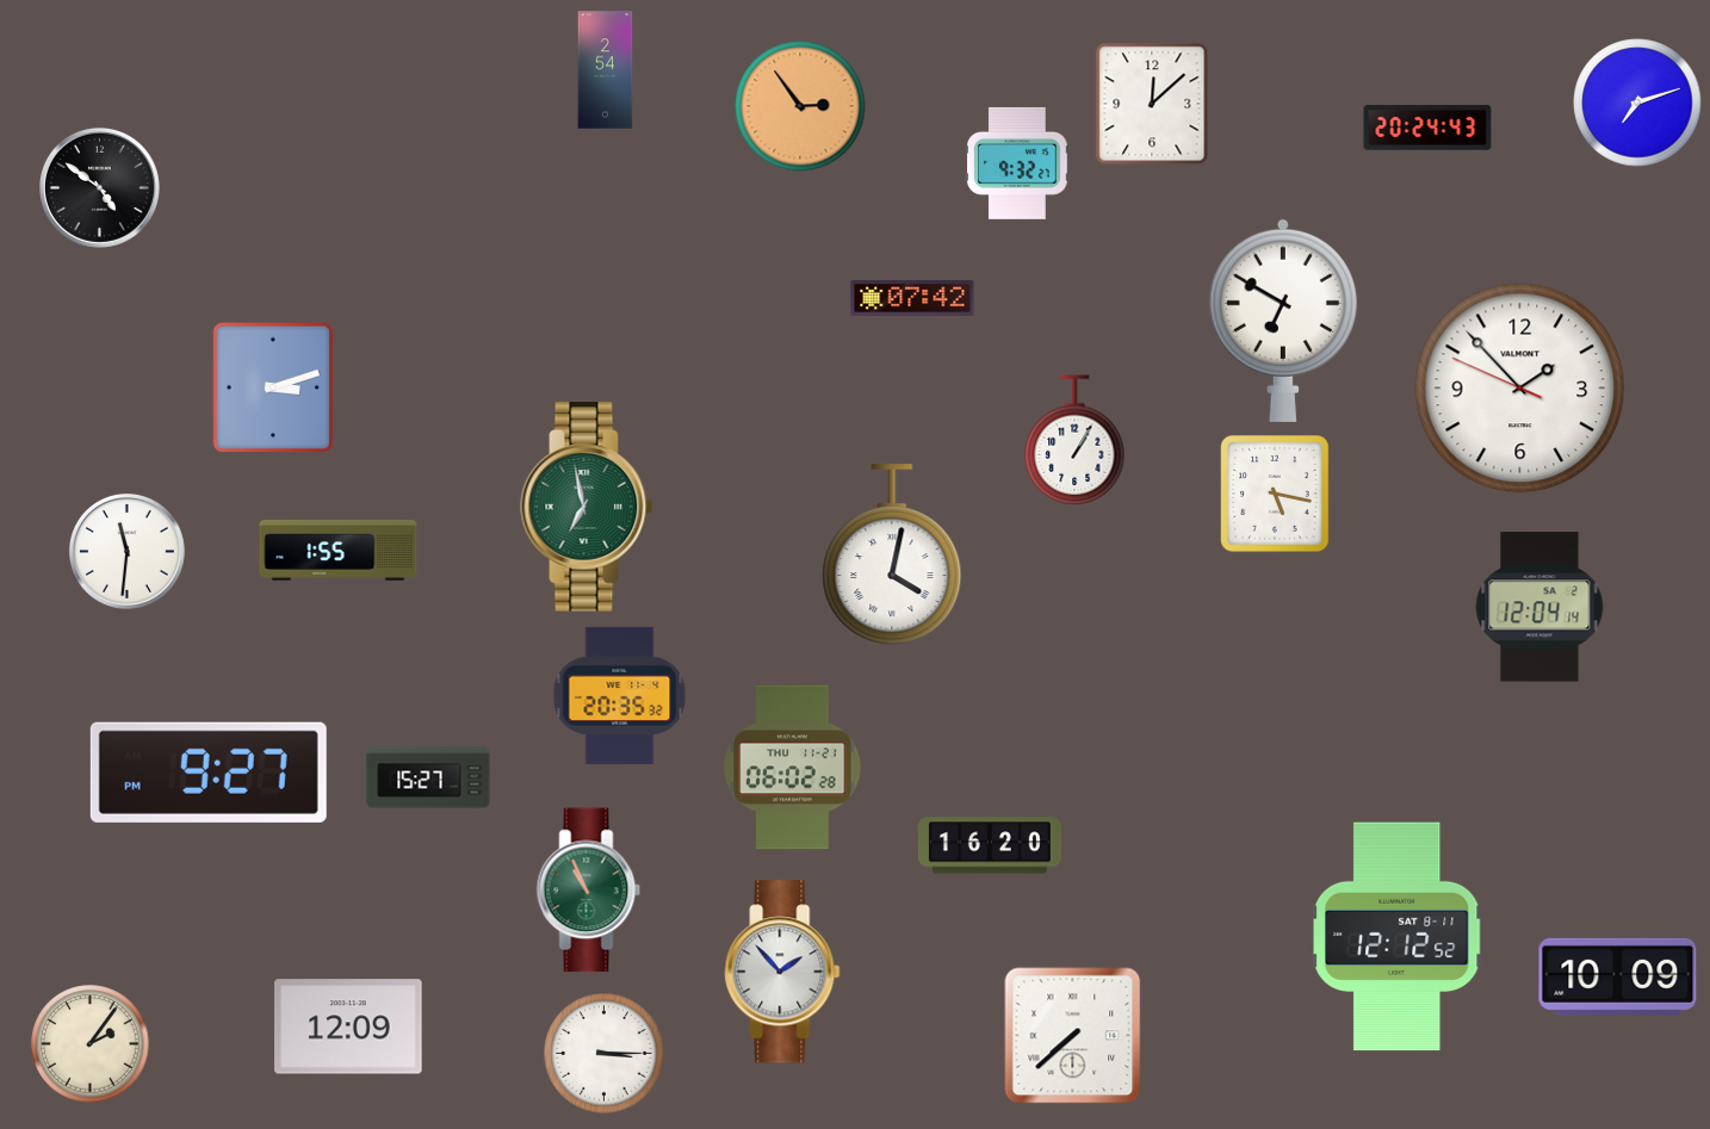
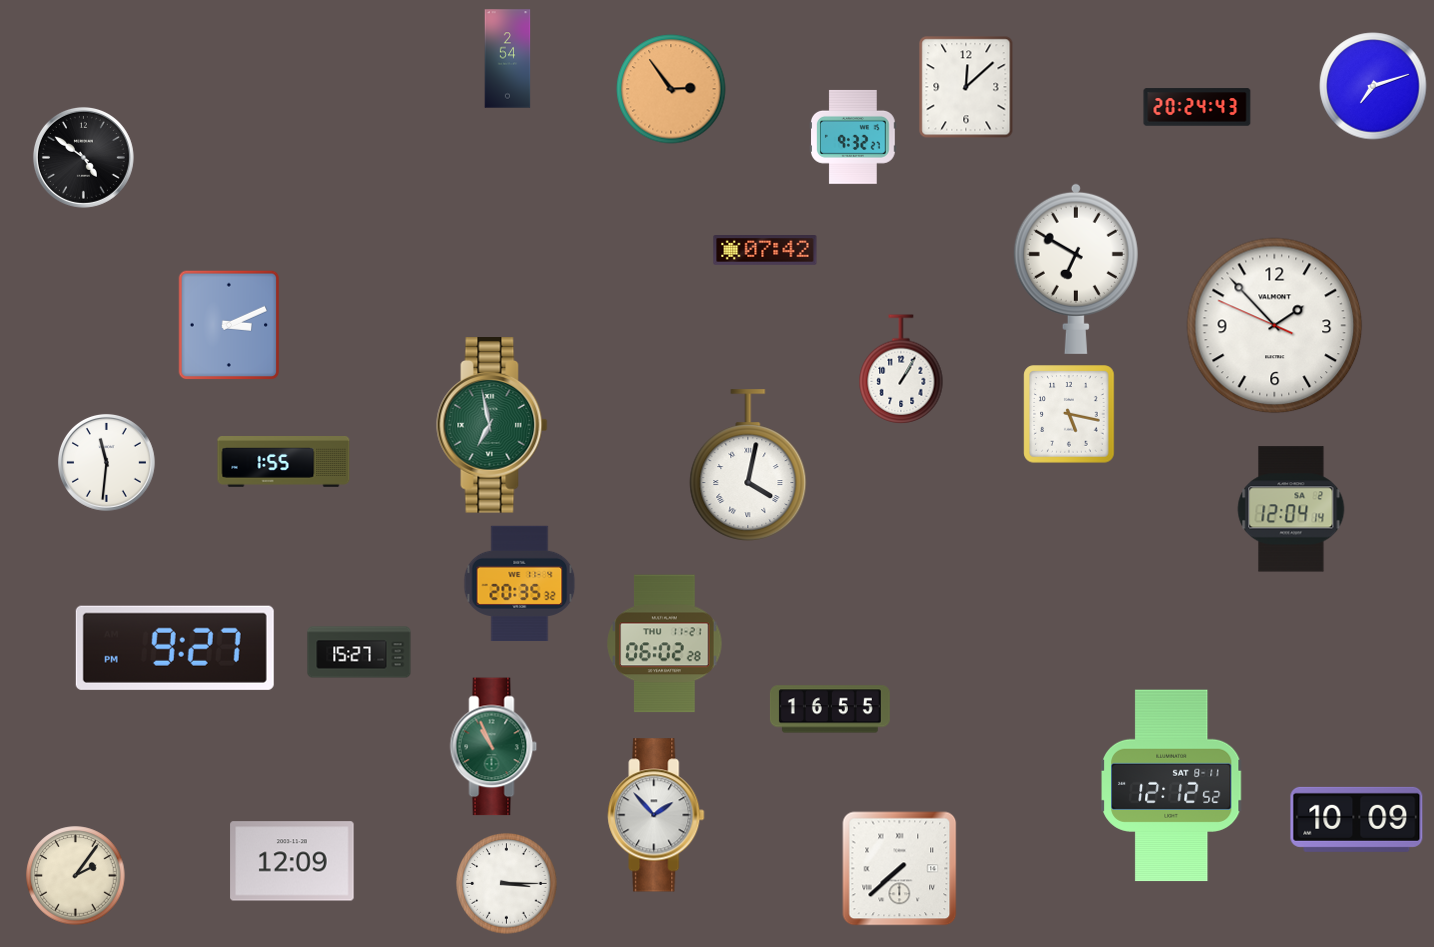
clock at (273, 387): 3:12 -> 3:11
clock at (990, 845): 16:20 -> 16:55
